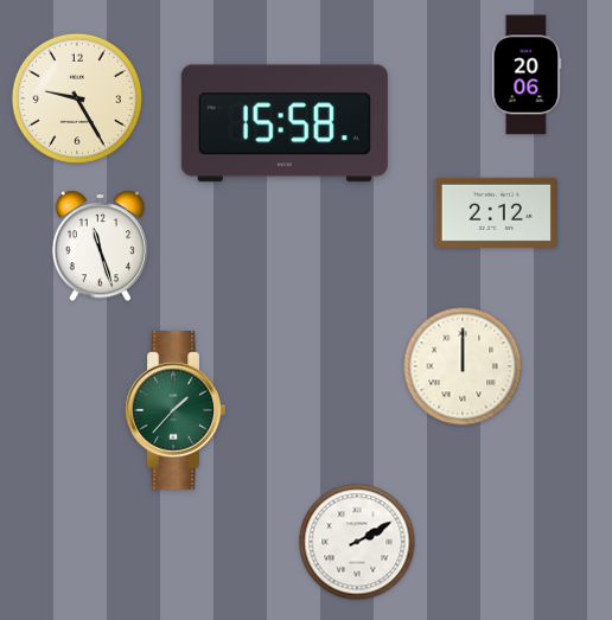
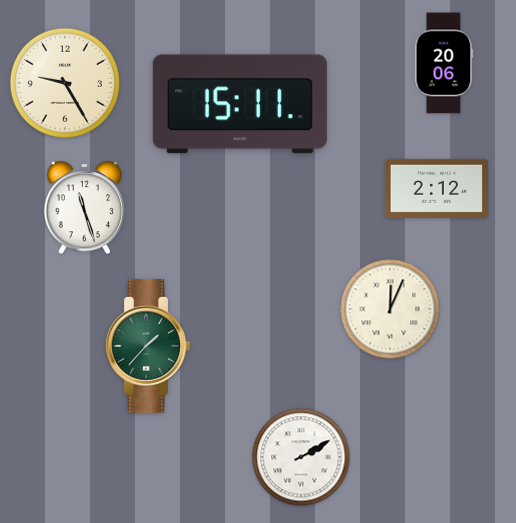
clock at (285, 123): 15:58 -> 15:11
clock at (496, 212) position: (496, 212) -> (436, 188)
clock at (463, 366): 12:00 -> 12:04
